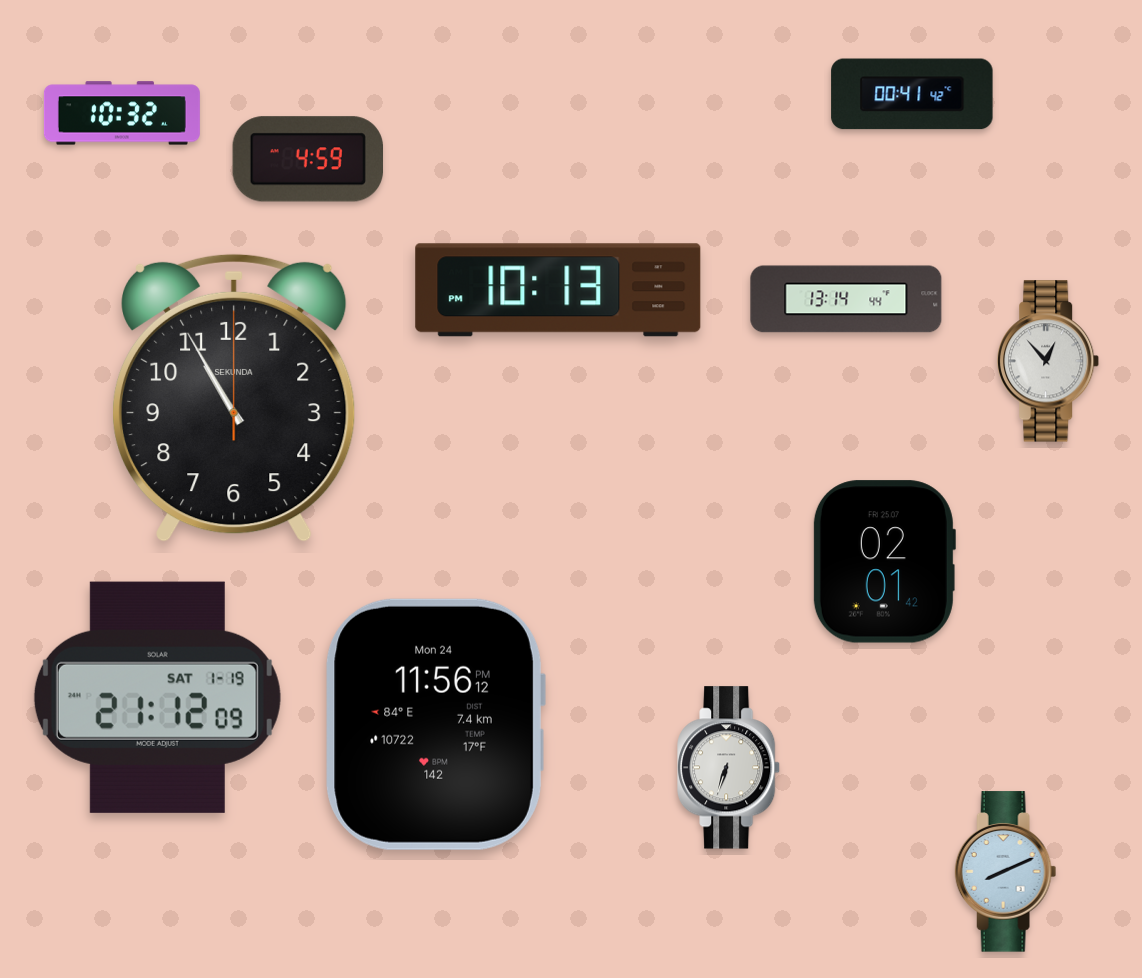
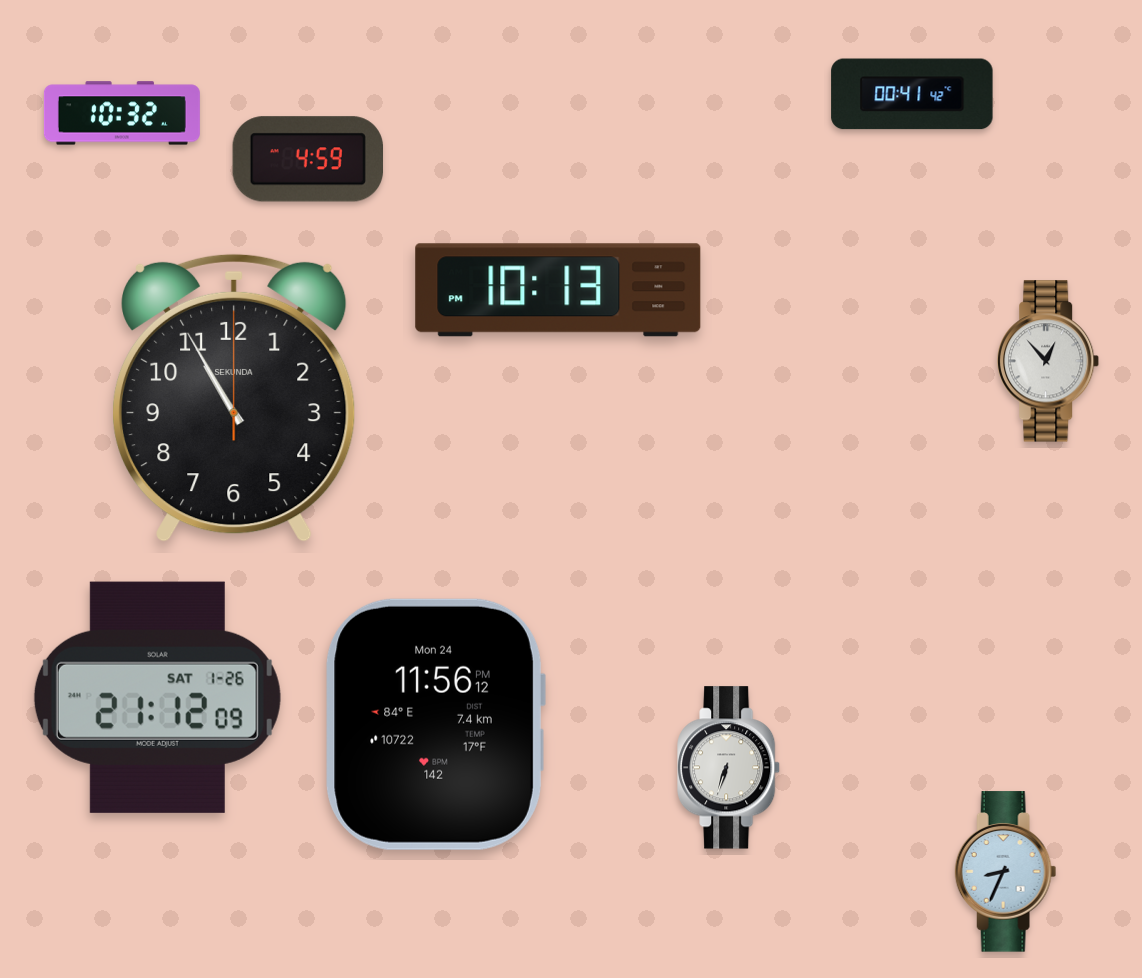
clock at (846, 299): 13:14 -> none
clock at (884, 562): 02:01 -> none
clock at (157, 697) date: SAT 1-19 -> SAT 1-26
clock at (1006, 872): 8:11 -> 8:34
